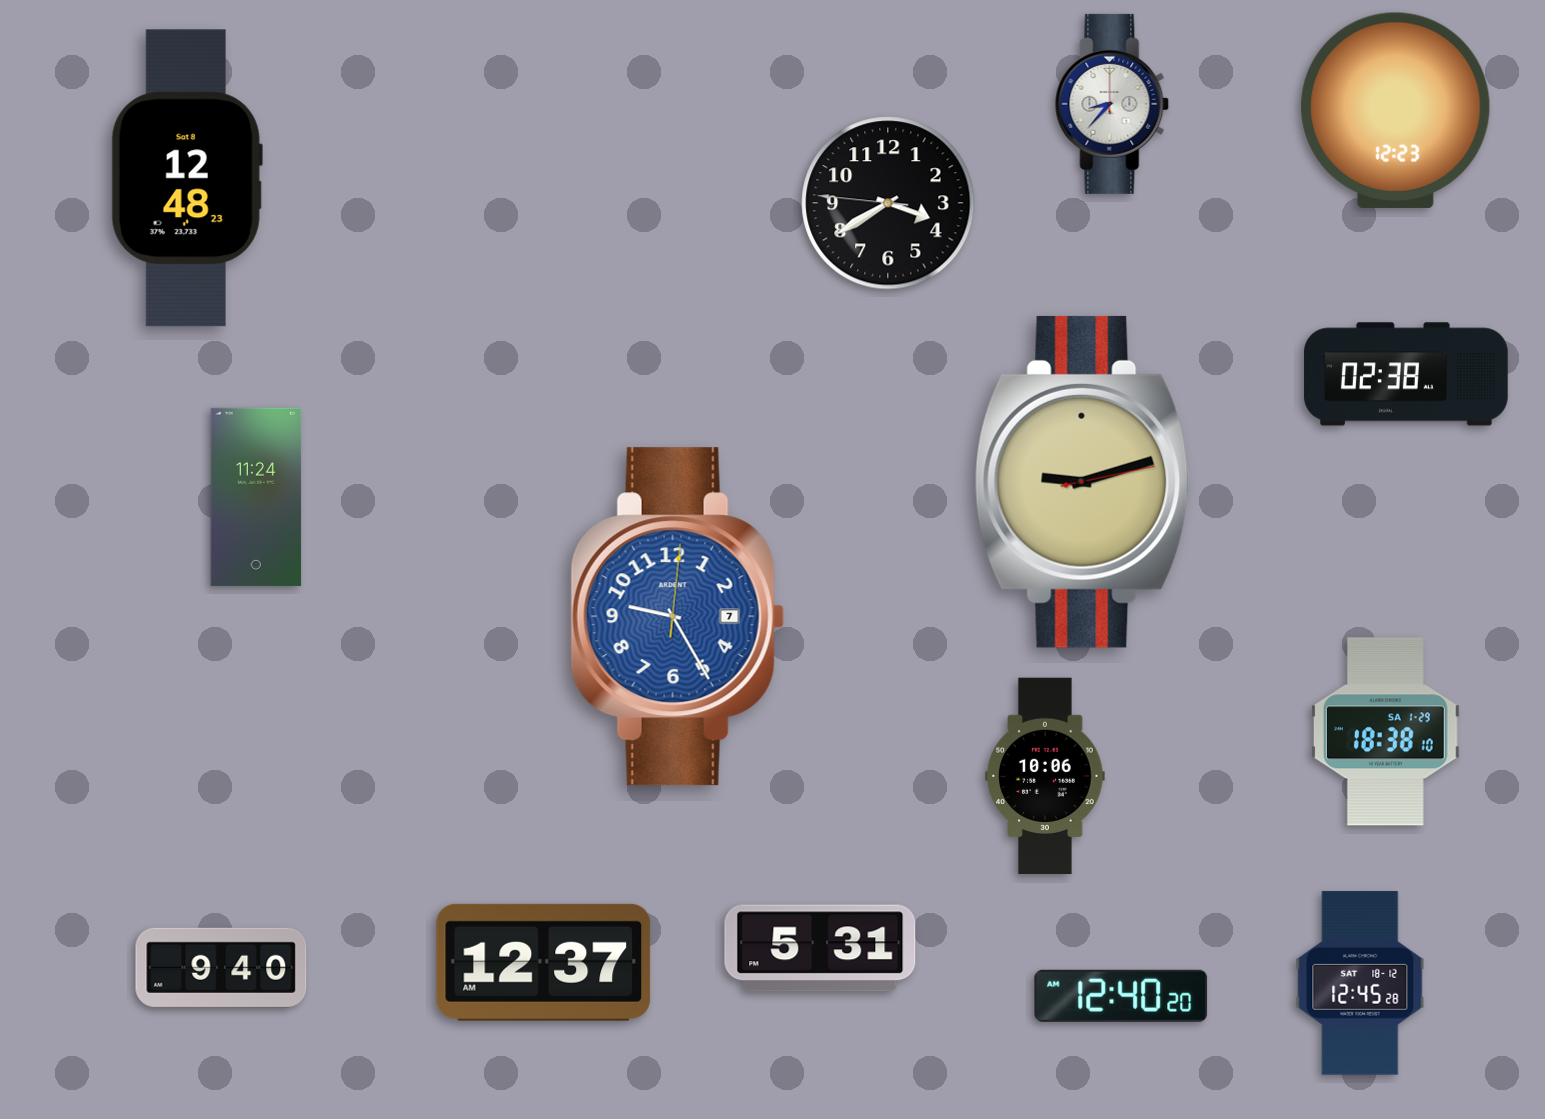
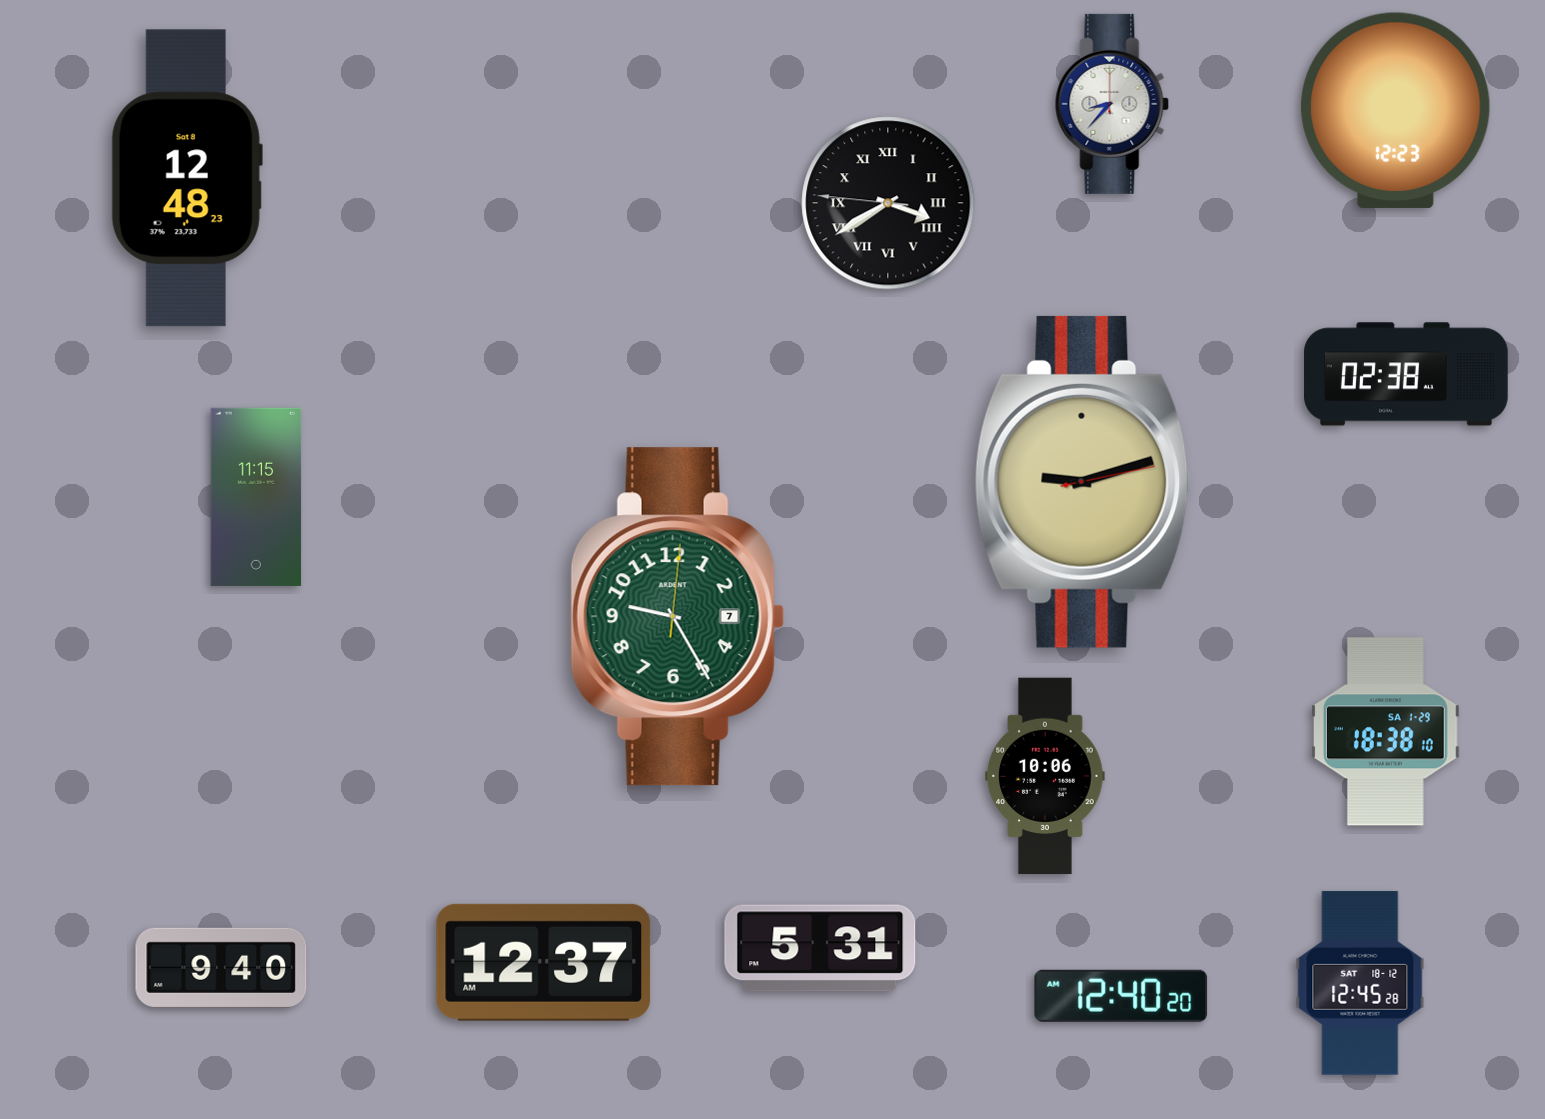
clock at (888, 203) numerals: Arabic -> Roman
clock at (256, 497): 11:24 -> 11:15
clock at (677, 617) dial: blue -> green
